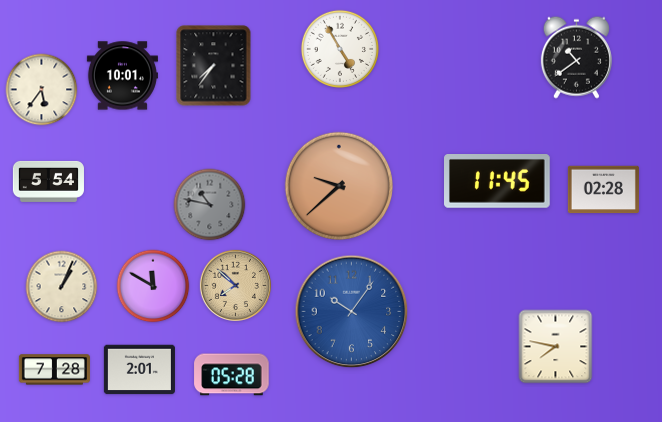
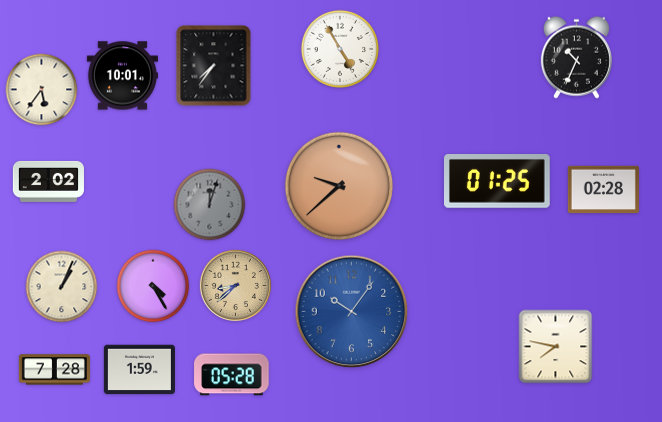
clock at (576, 57): 10:39 -> 10:34
clock at (48, 181): 5:54 -> 2:02
clock at (498, 182): 11:45 -> 01:25
clock at (210, 205): 10:47 -> 12:03
clock at (235, 285): 7:52 -> 8:38
clock at (153, 286): 11:50 -> 4:25
clock at (139, 370): 2:01 -> 1:59
